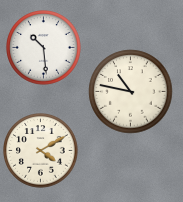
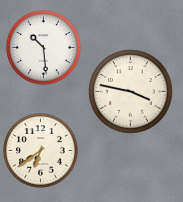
clock at (131, 92): 10:47 -> 3:47
clock at (41, 151): 4:10 -> 6:39
